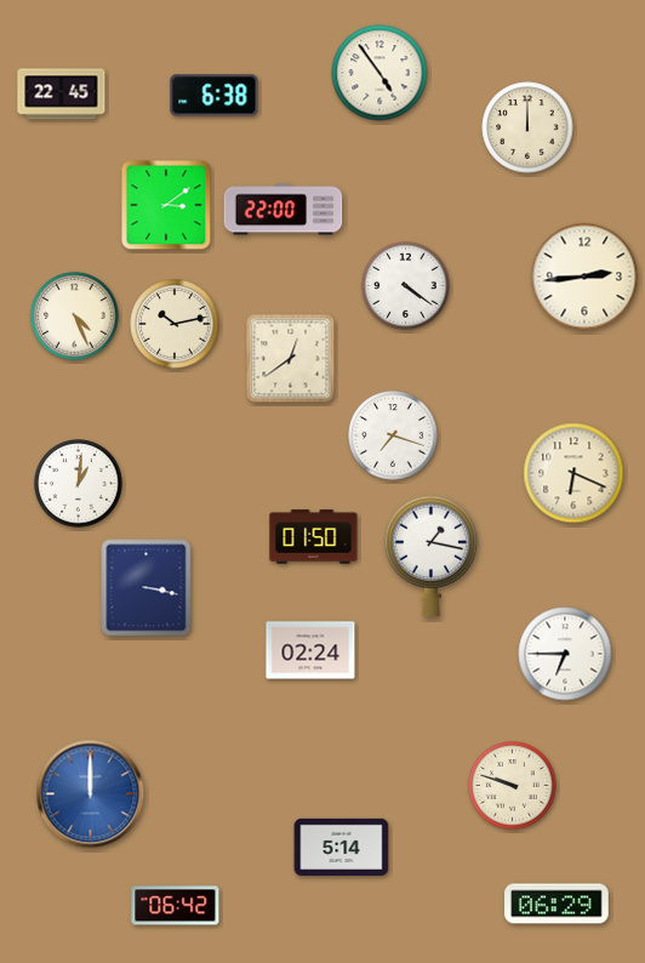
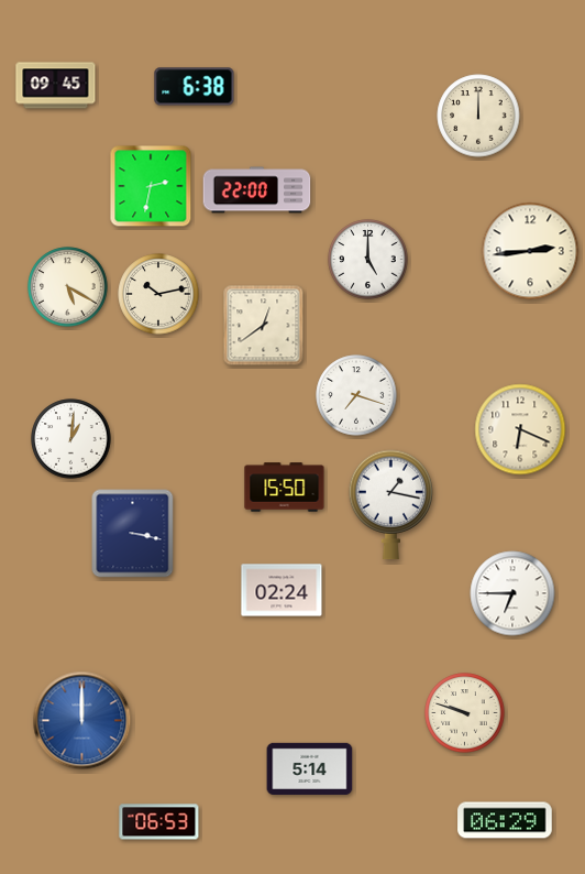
clock at (379, 73): 4:54 -> none
clock at (62, 95): 22:45 -> 09:45
clock at (166, 205): 3:09 -> 2:32
clock at (406, 286): 4:21 -> 5:00
clock at (75, 317): 4:26 -> 5:20
clock at (314, 537): 01:50 -> 15:50
clock at (176, 906): 06:42 -> 06:53
